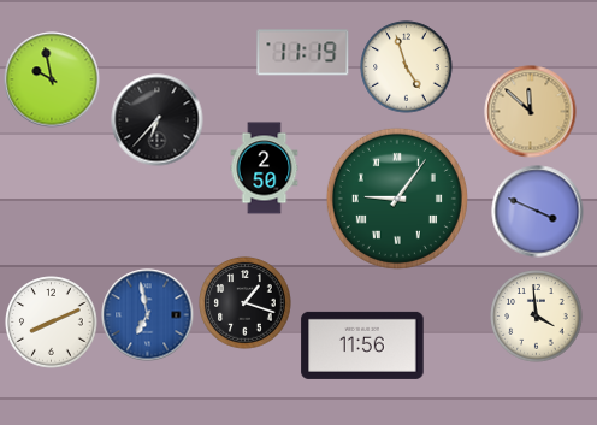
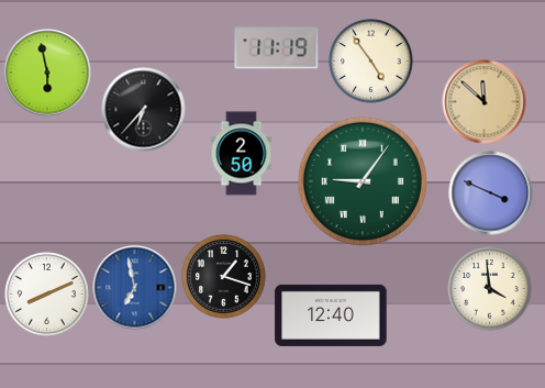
clock at (407, 67): 4:57 -> 4:54
clock at (52, 79): 9:58 -> 5:58
clock at (362, 346): 11:56 -> 12:40
